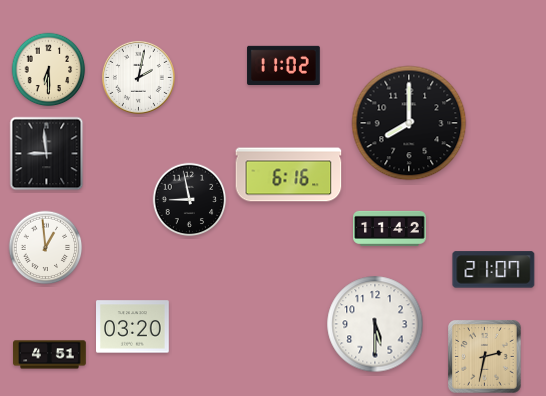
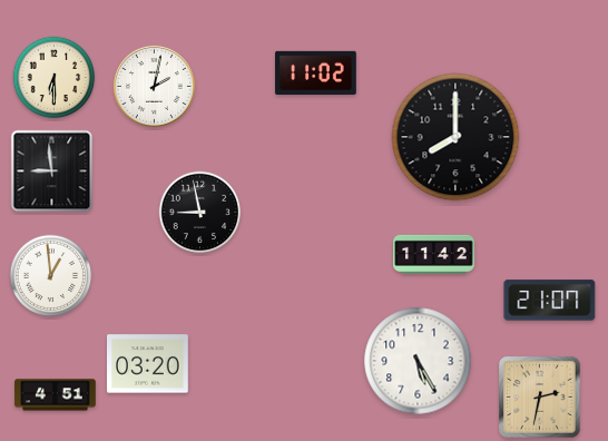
clock at (289, 175): 6:16 -> none
clock at (190, 200) position: (190, 200) -> (200, 213)
clock at (375, 324): 5:30 -> 5:25
